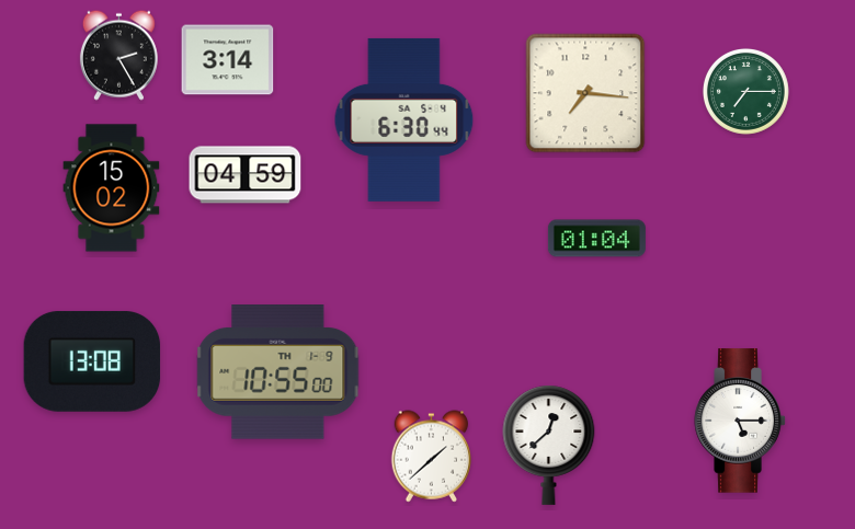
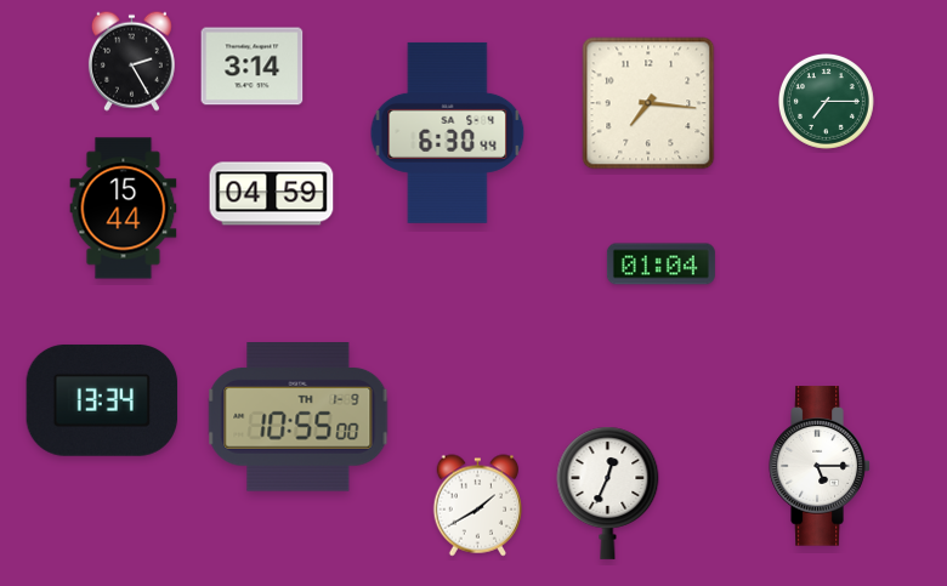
clock at (112, 188): 15:02 -> 15:44
clock at (92, 361): 13:08 -> 13:34
clock at (278, 372) position: (278, 372) -> (299, 417)
clock at (549, 445): 12:38 -> 12:34
clock at (432, 457): 1:38 -> 1:40
